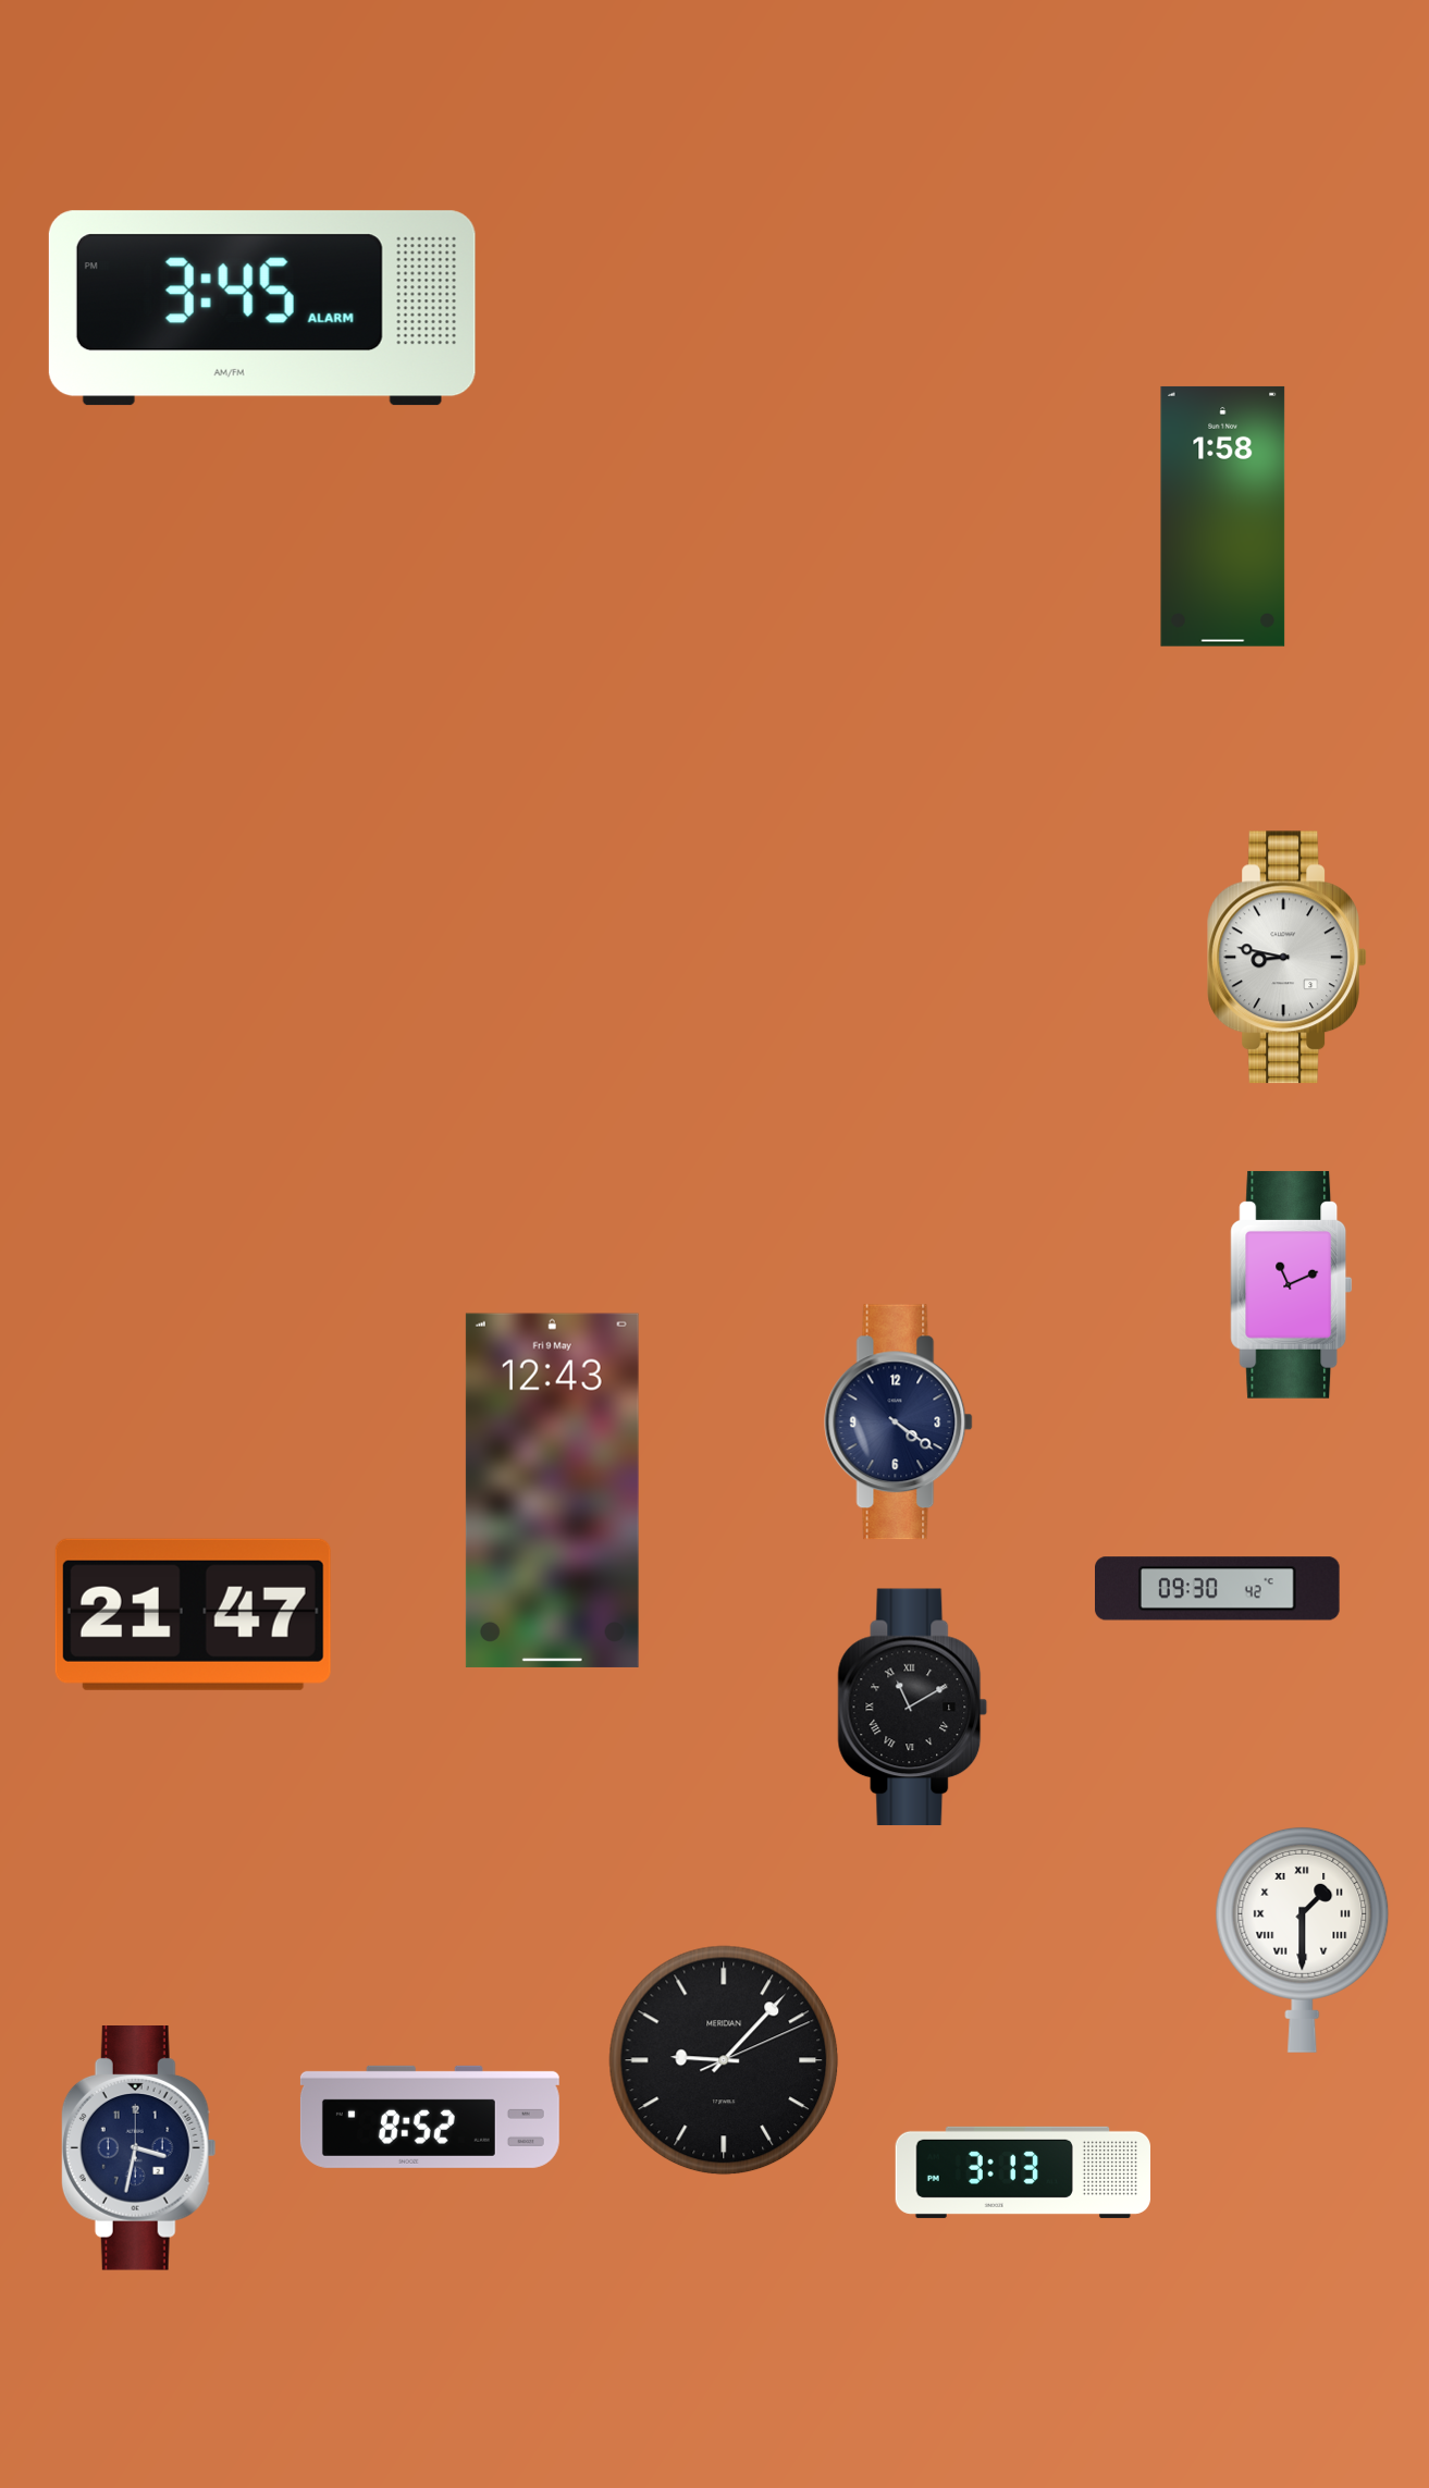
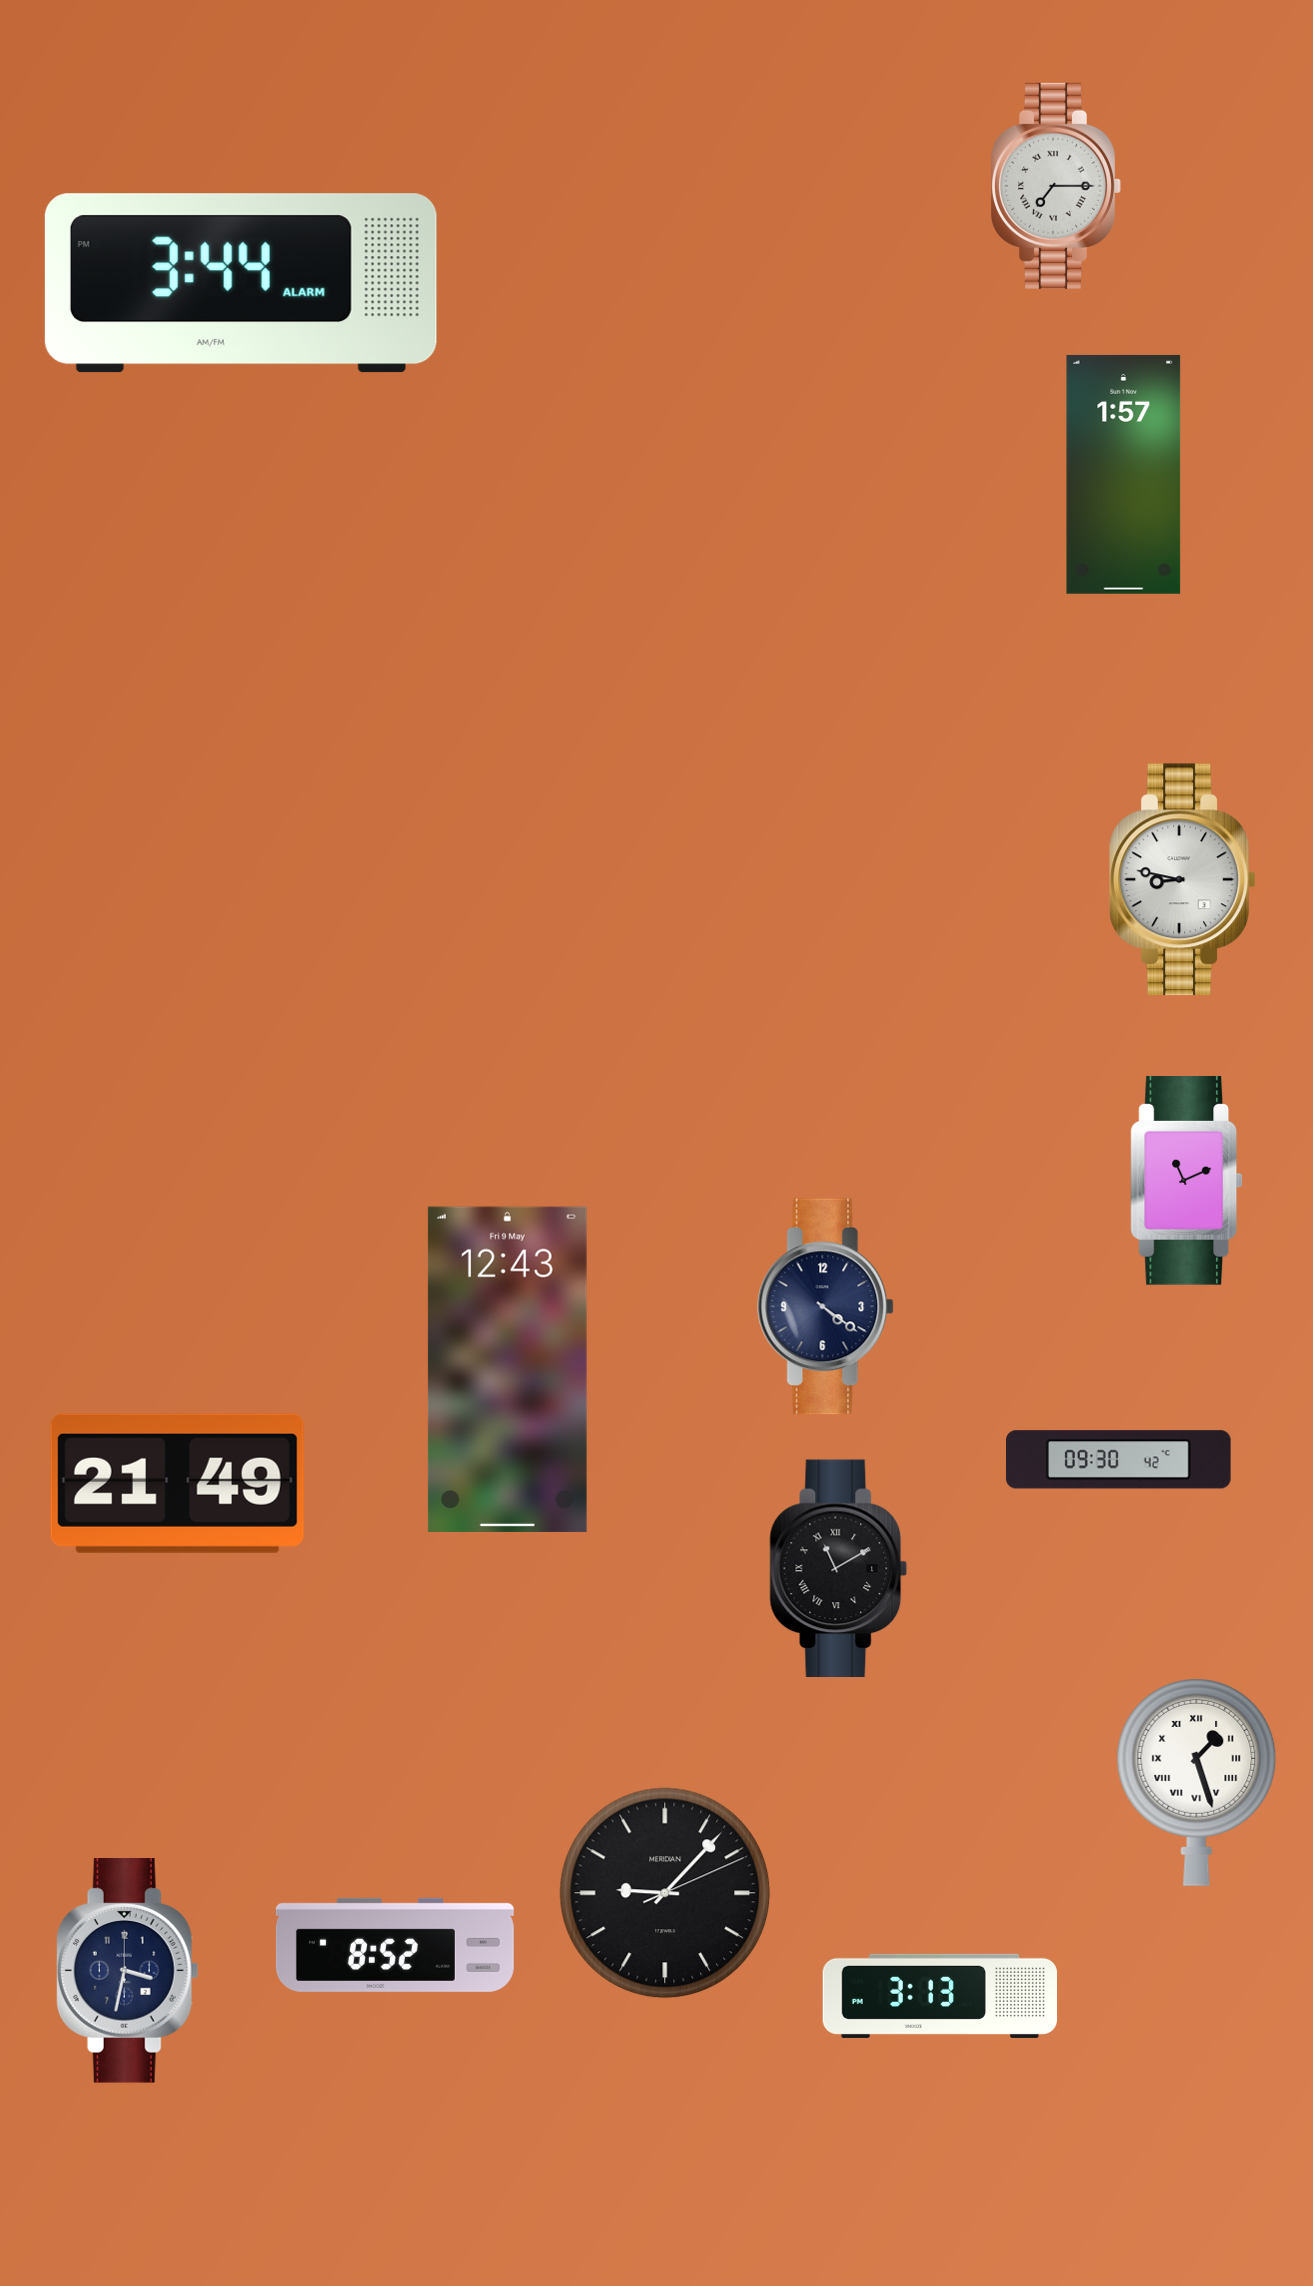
clock at (1055, 186): none -> 7:15
clock at (262, 308): 3:45 -> 3:44
clock at (1223, 516): 1:58 -> 1:57
clock at (193, 1614): 21:47 -> 21:49
clock at (1303, 1939): 1:30 -> 1:27
clock at (138, 2148) position: (138, 2148) -> (127, 1971)
